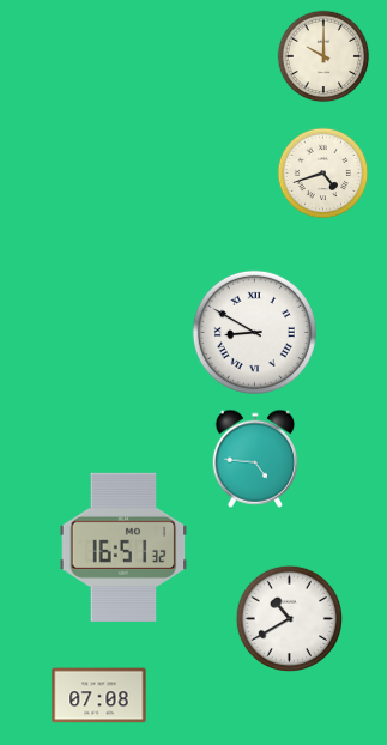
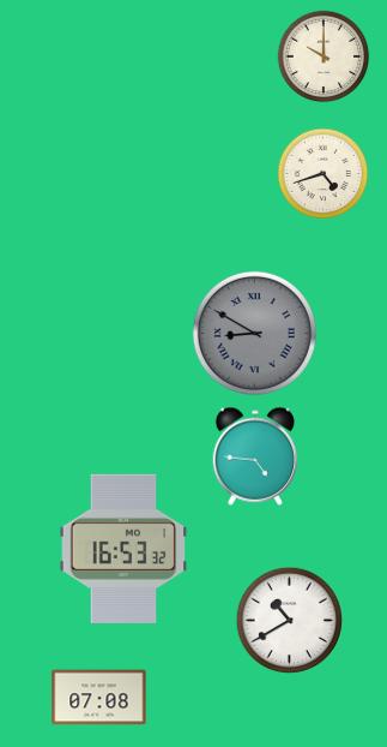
clock at (254, 332) dial: white -> grey
clock at (254, 459) position: (254, 459) -> (254, 456)
clock at (123, 547): 16:51 -> 16:53
